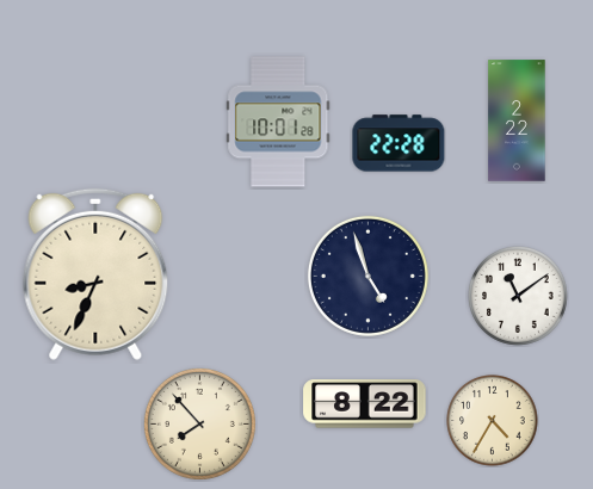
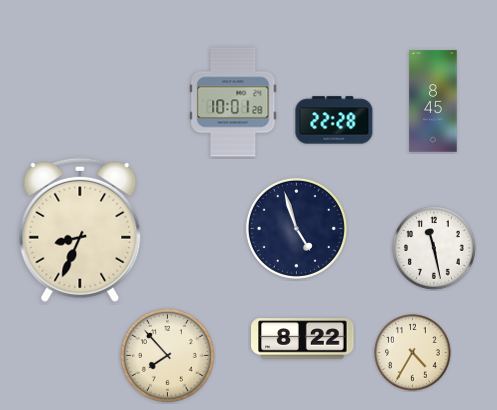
clock at (517, 120): 2:22 -> 8:45
clock at (367, 276) position: (367, 276) -> (296, 228)
clock at (519, 297): 11:09 -> 11:28
clock at (365, 404) position: (365, 404) -> (303, 339)
